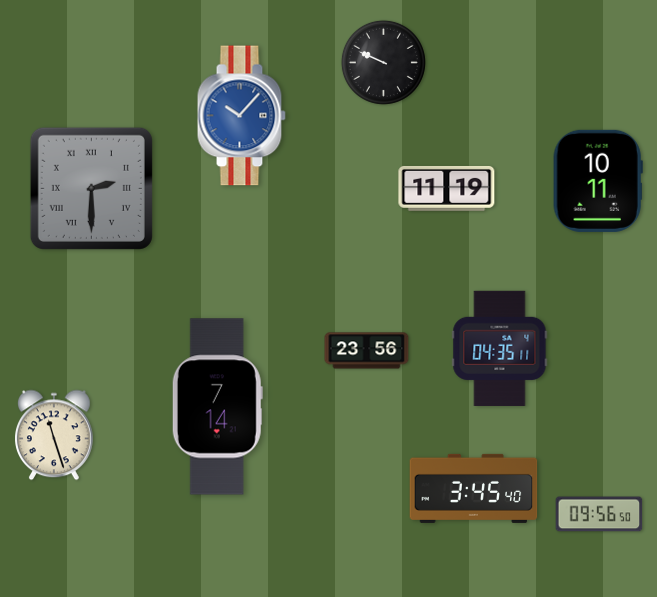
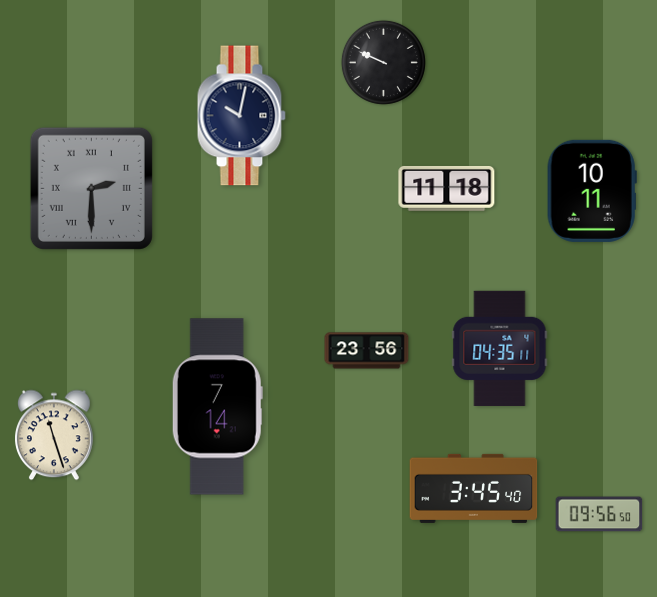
clock at (241, 116): 10:07 -> 10:02
clock at (241, 116) dial: blue -> navy
clock at (598, 181) position: (598, 181) -> (592, 191)
clock at (447, 188): 11:19 -> 11:18
